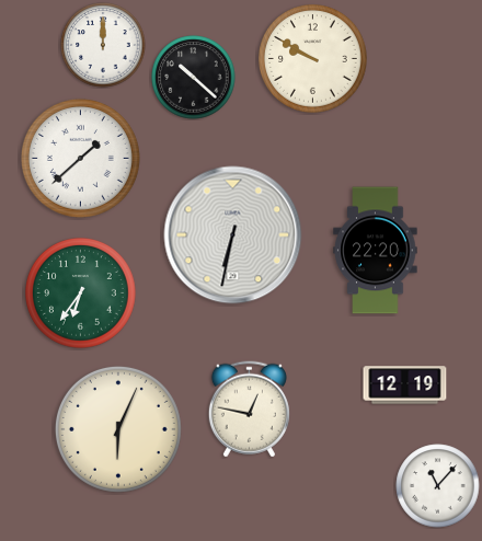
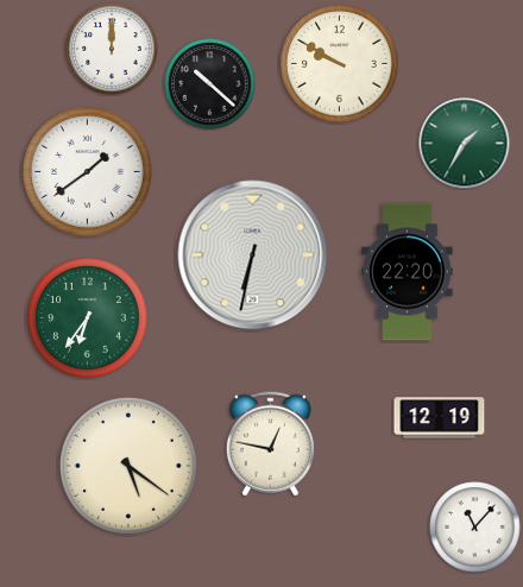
clock at (465, 144): none -> 1:35
clock at (80, 158): 1:38 -> 1:39
clock at (118, 429): 6:04 -> 5:21
